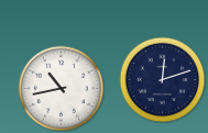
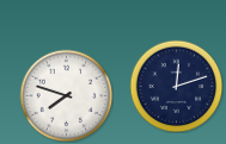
clock at (61, 88): 10:43 -> 7:48
